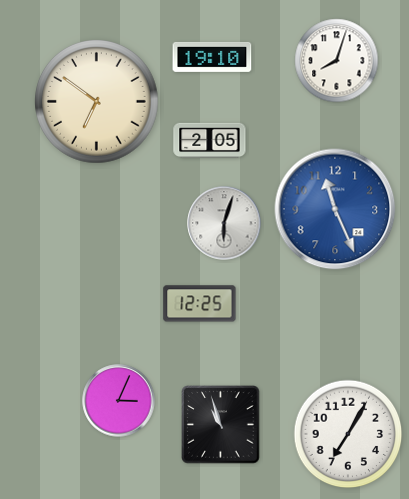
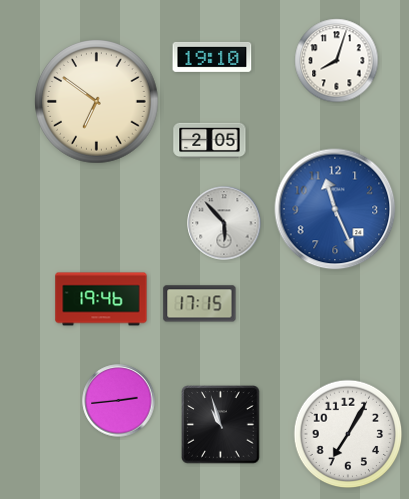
clock at (224, 223): 6:03 -> 5:53
clock at (101, 299): none -> 19:46
clock at (200, 304): 12:25 -> 17:15
clock at (119, 401): 3:04 -> 2:44
